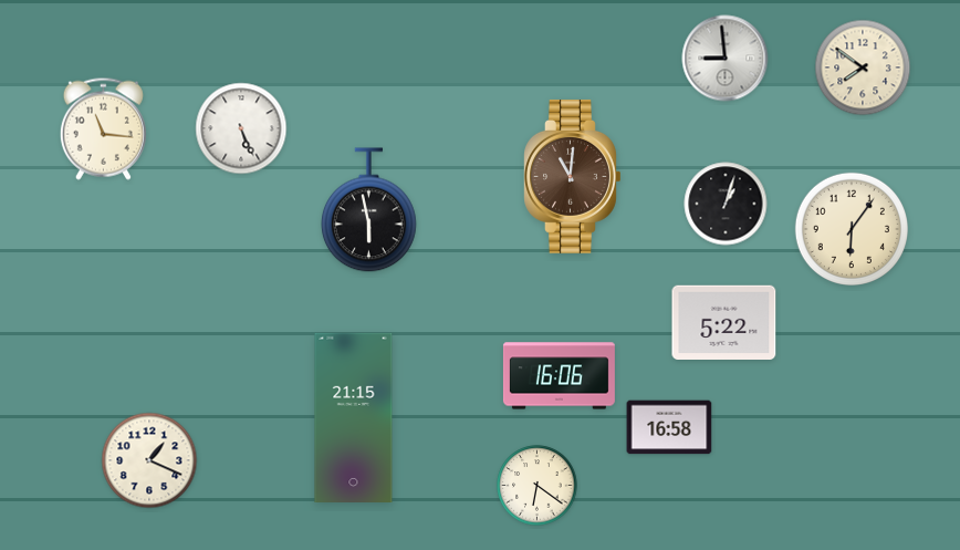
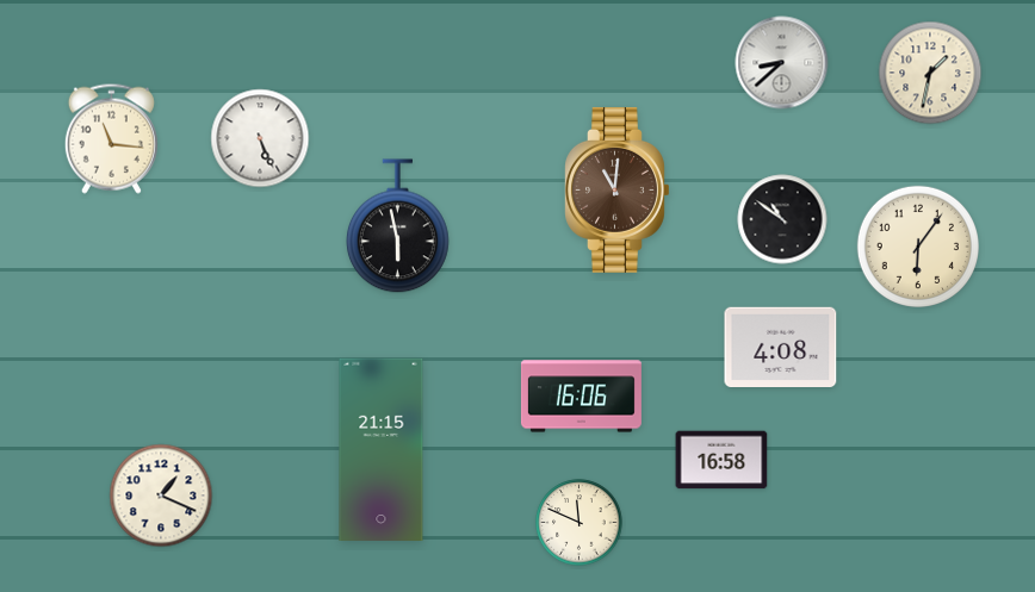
clock at (726, 59): 8:59 -> 8:38
clock at (863, 68): 7:51 -> 1:32
clock at (726, 204): 1:03 -> 10:51
clock at (724, 323): 5:22 -> 4:08
clock at (559, 376) position: (559, 376) -> (581, 397)
clock at (538, 486): 6:21 -> 11:49
